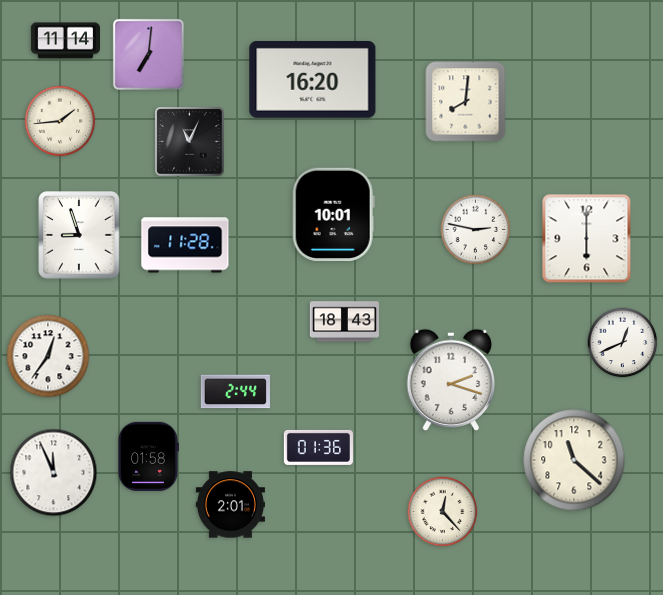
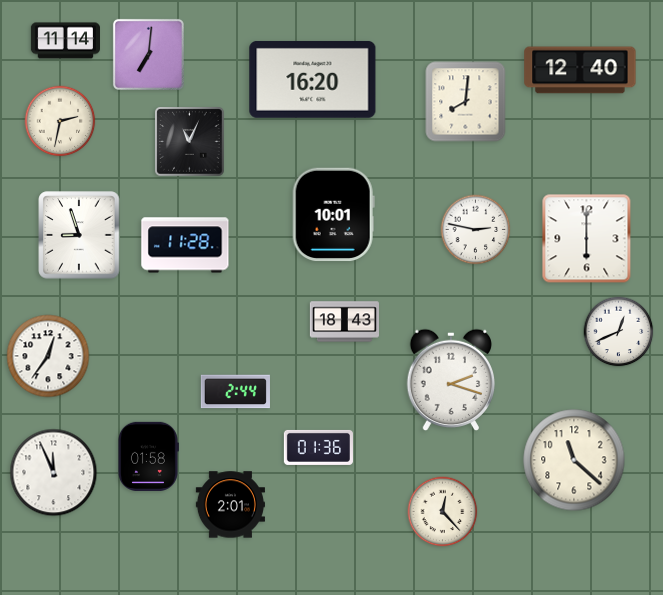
clock at (580, 70): none -> 12:40
clock at (60, 121): 1:44 -> 2:32
clock at (623, 343) position: (623, 343) -> (619, 332)
